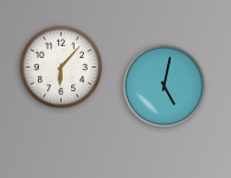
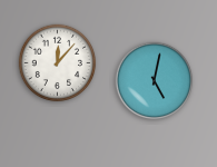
clock at (62, 68): 6:07 -> 12:07
